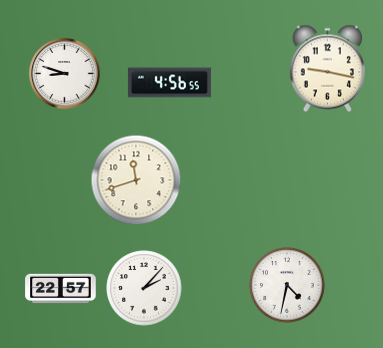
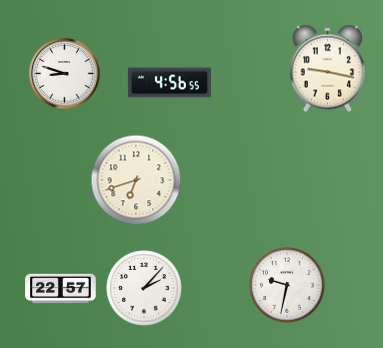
clock at (136, 180): 11:42 -> 6:42
clock at (287, 285): 4:32 -> 9:32
